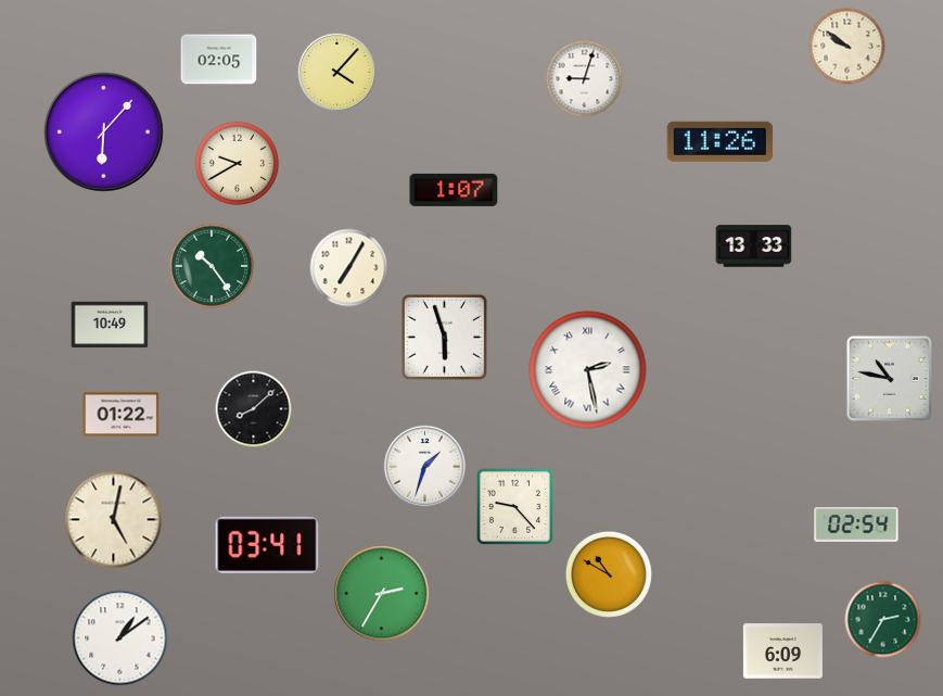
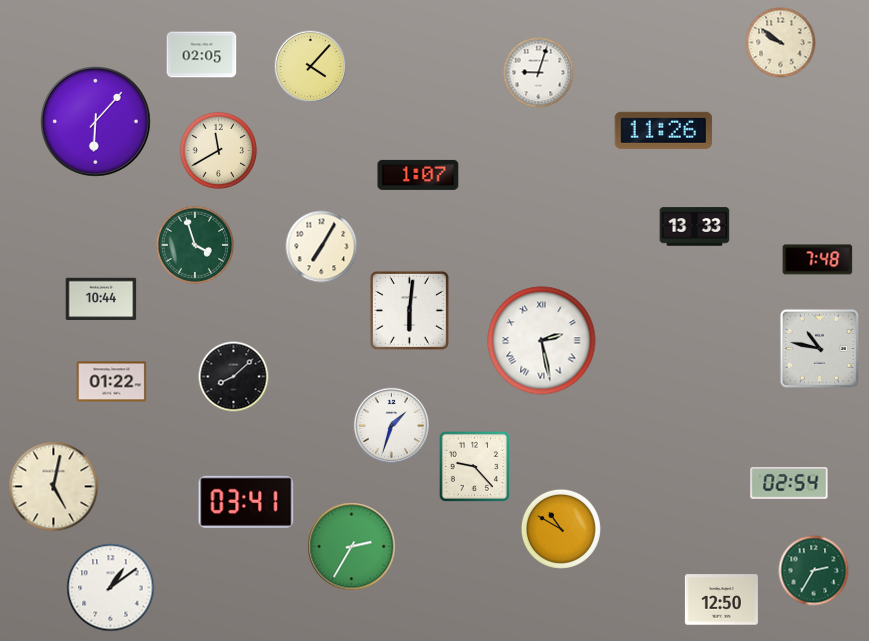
clock at (238, 164): 9:40 -> 11:40
clock at (211, 265): 10:24 -> 3:57
clock at (818, 260): none -> 7:48
clock at (110, 325): 10:49 -> 10:44
clock at (444, 337): 5:57 -> 6:01
clock at (424, 466) position: (424, 466) -> (391, 425)
clock at (114, 520) position: (114, 520) -> (54, 487)
clock at (782, 651): 6:09 -> 12:50
